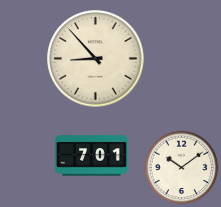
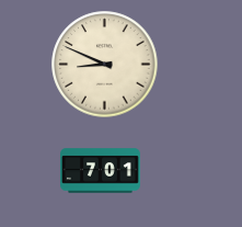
clock at (96, 59): 8:53 -> 8:49
clock at (182, 168): 10:09 -> none
